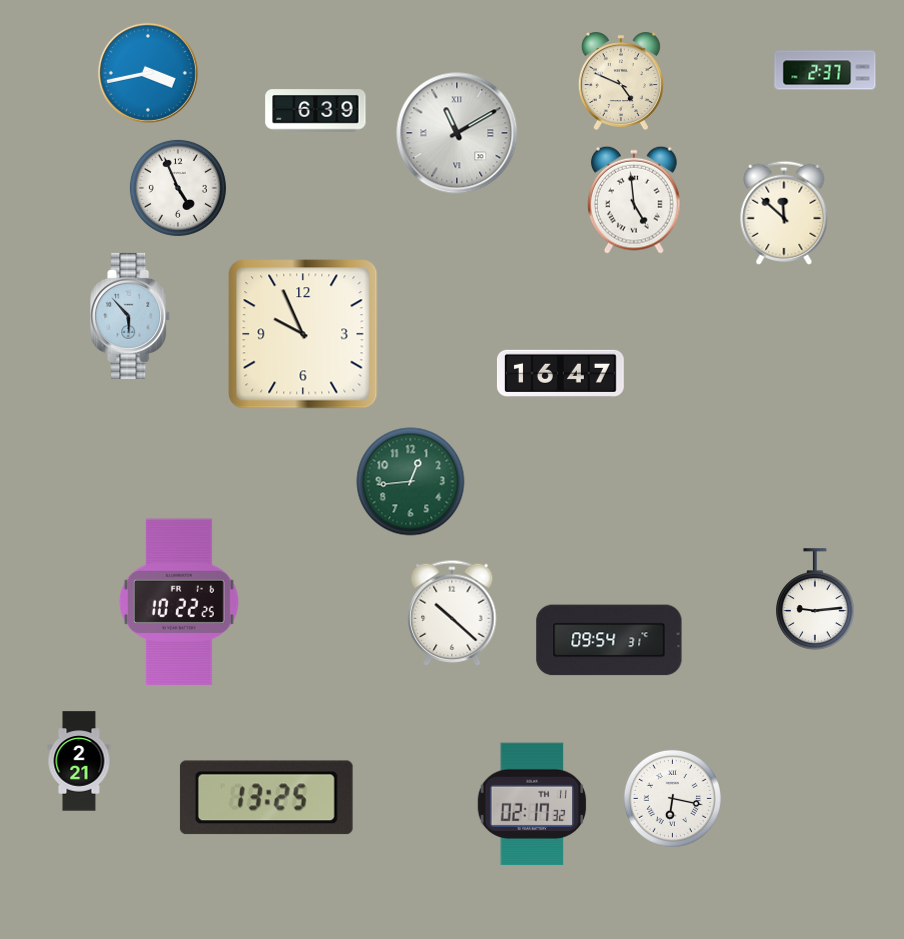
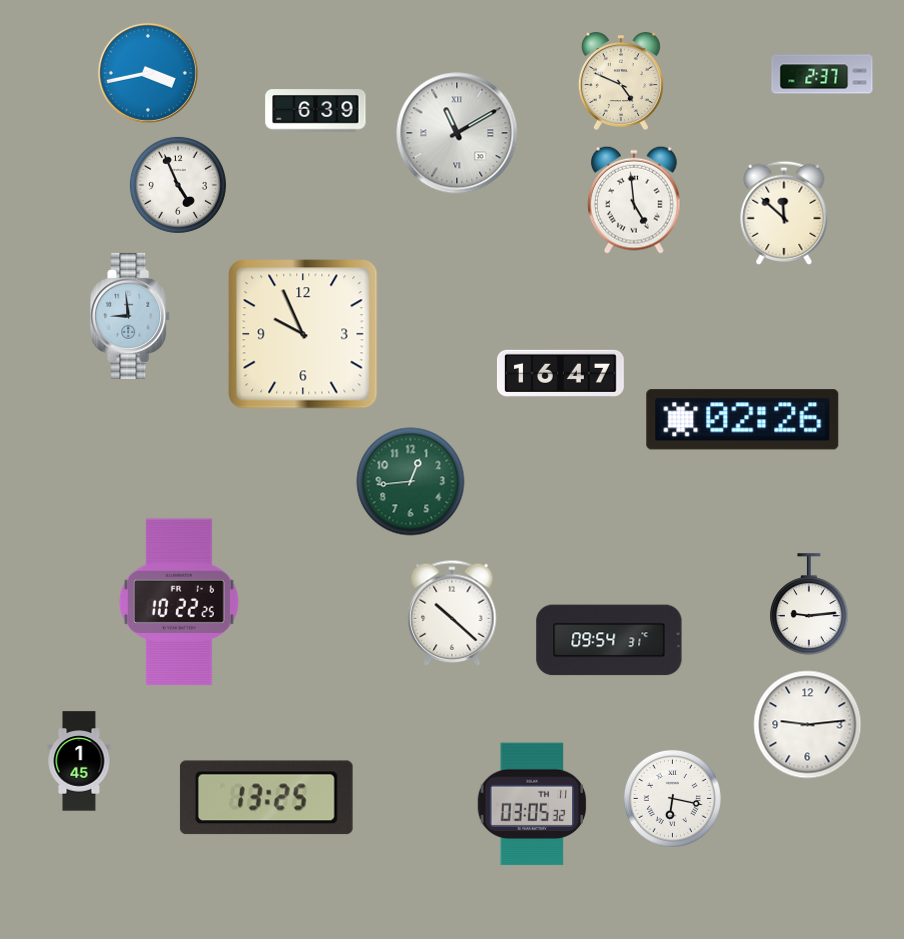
clock at (825, 70) position: (825, 70) -> (822, 74)
clock at (178, 188) position: (178, 188) -> (178, 185)
clock at (131, 316): 5:53 -> 8:59
clock at (743, 420): none -> 02:26
clock at (815, 599) position: (815, 599) -> (809, 604)
clock at (808, 725): none -> 9:14
clock at (79, 761): 2:21 -> 1:45
clock at (532, 804): 02:17 -> 03:05
